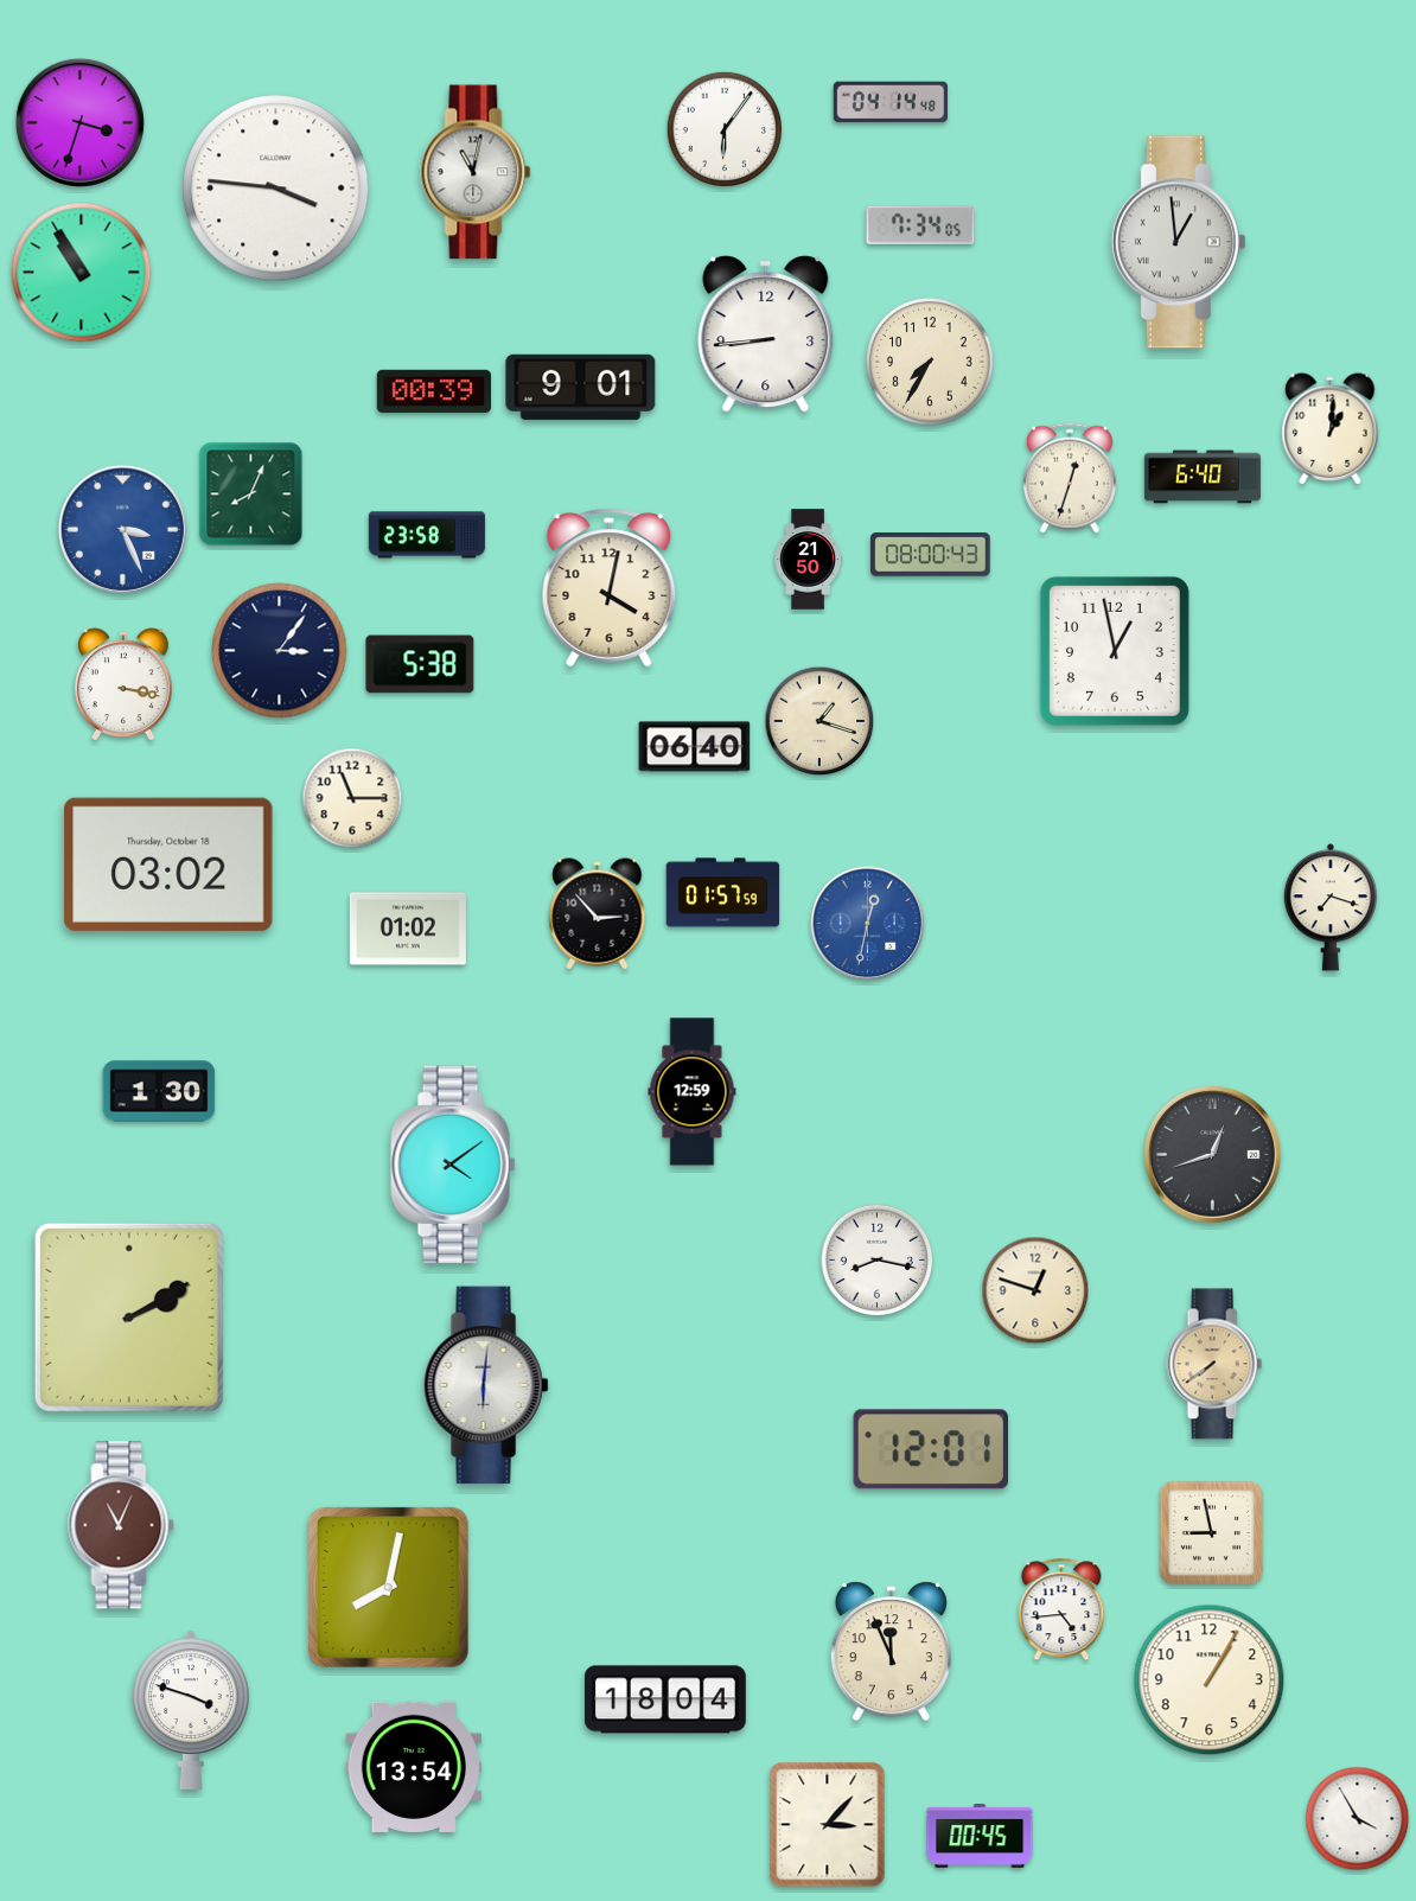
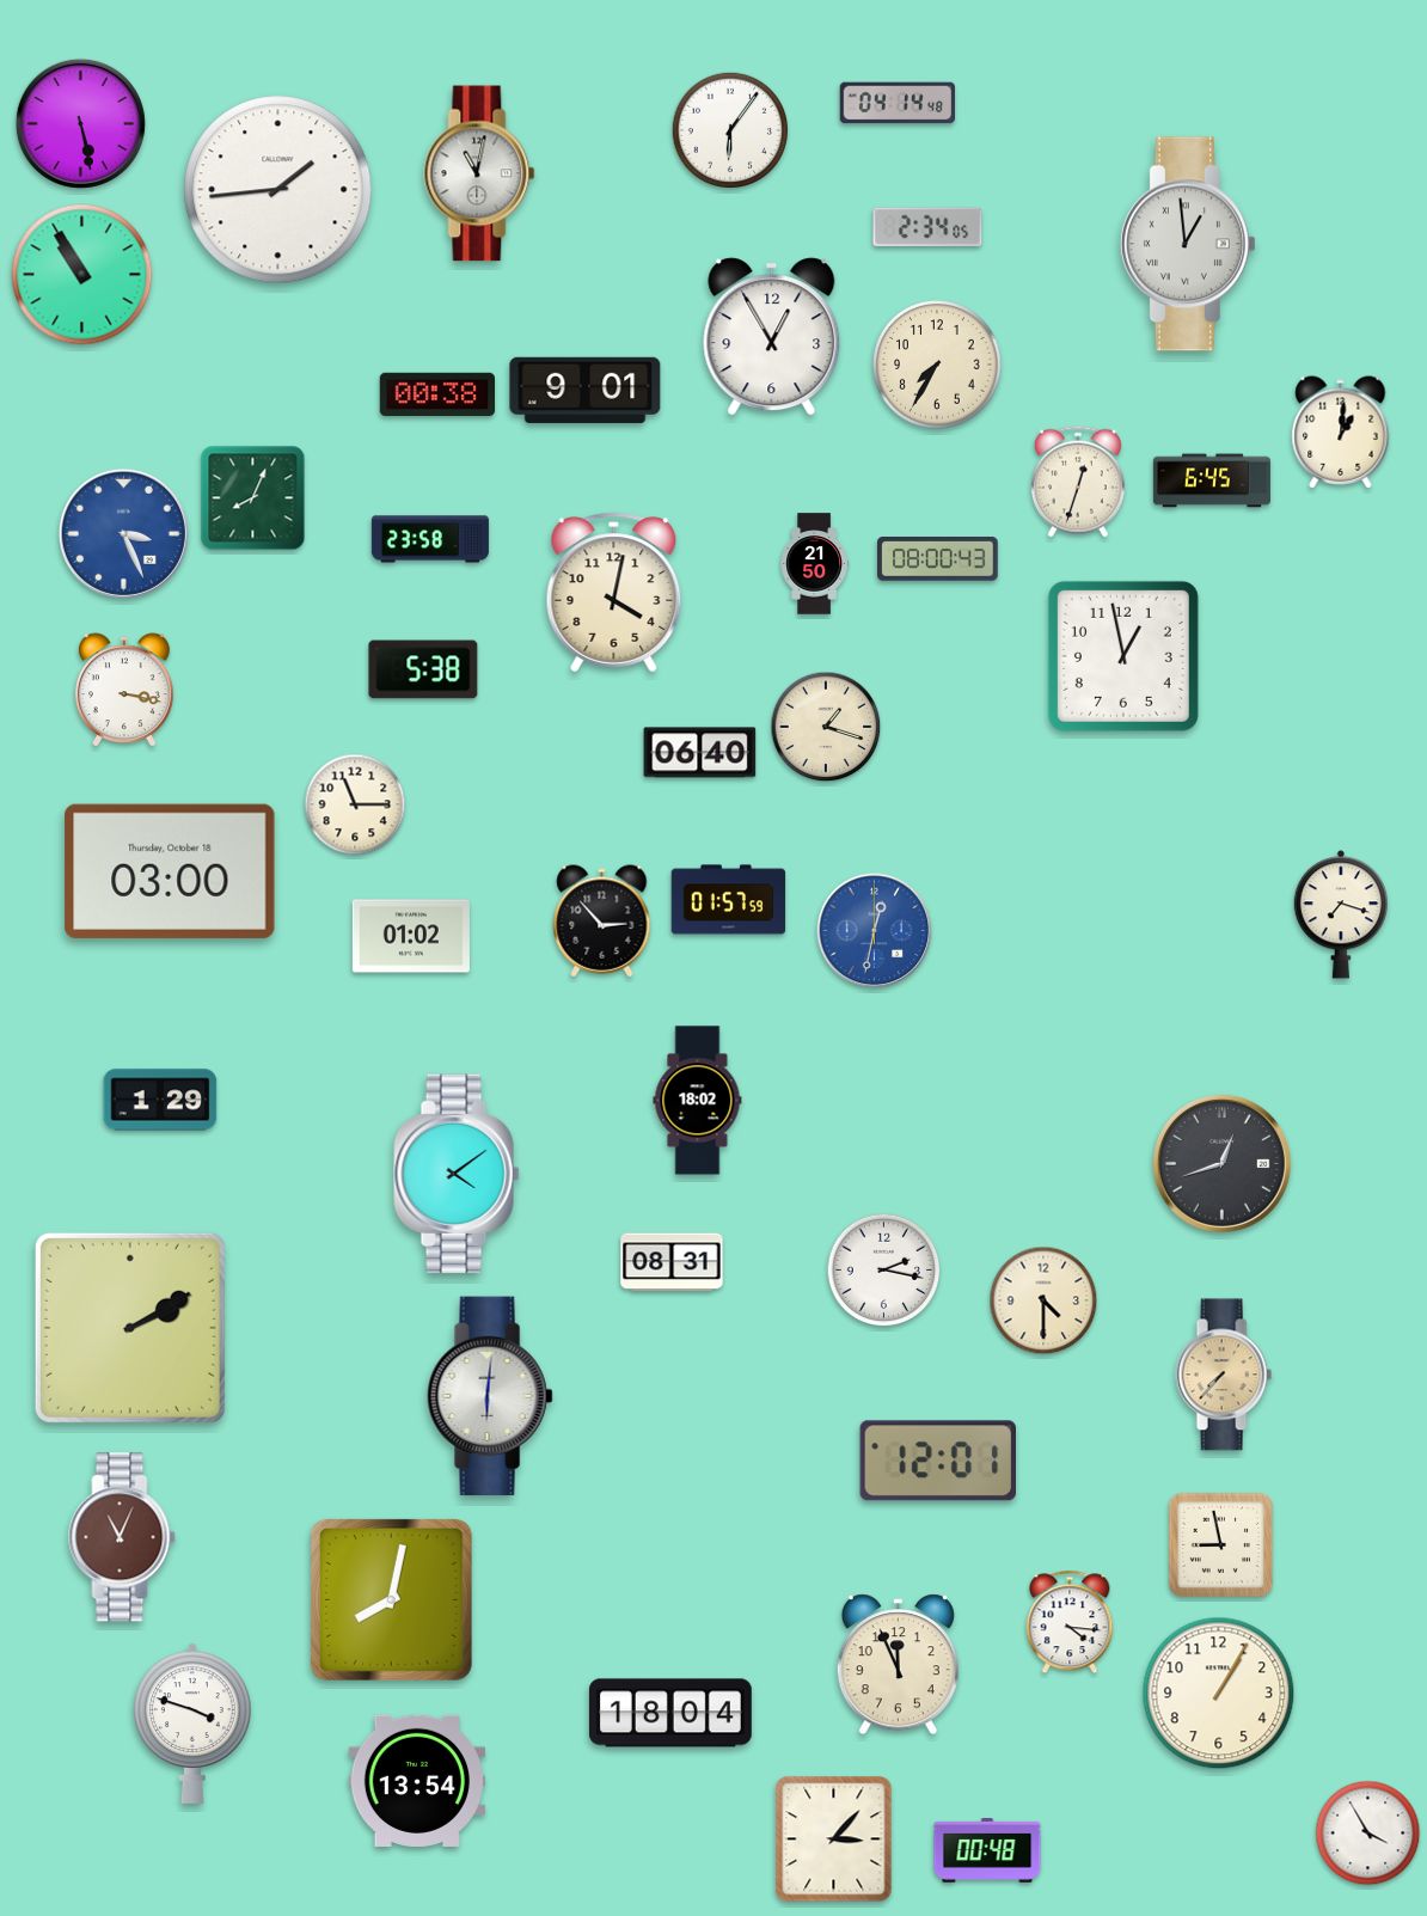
clock at (79, 122): 3:33 -> 5:28
clock at (276, 189): 3:46 -> 1:44
clock at (920, 224): 7:34 -> 2:34
clock at (766, 334): 8:44 -> 12:55
clock at (434, 390): 00:39 -> 00:38
clock at (1203, 477): 6:40 -> 6:45
clock at (280, 651): 3:06 -> none
clock at (168, 865): 03:02 -> 03:00
clock at (159, 1091): 1:30 -> 1:29
clock at (693, 1092): 12:59 -> 18:02
clock at (672, 1262): none -> 08:31
clock at (878, 1261): 8:17 -> 2:17
clock at (1035, 1290): 12:48 -> 4:30
clock at (1214, 1364): 7:39 -> 7:37
clock at (1061, 1609): 4:44 -> 4:16
clock at (980, 1836): 00:45 -> 00:48
